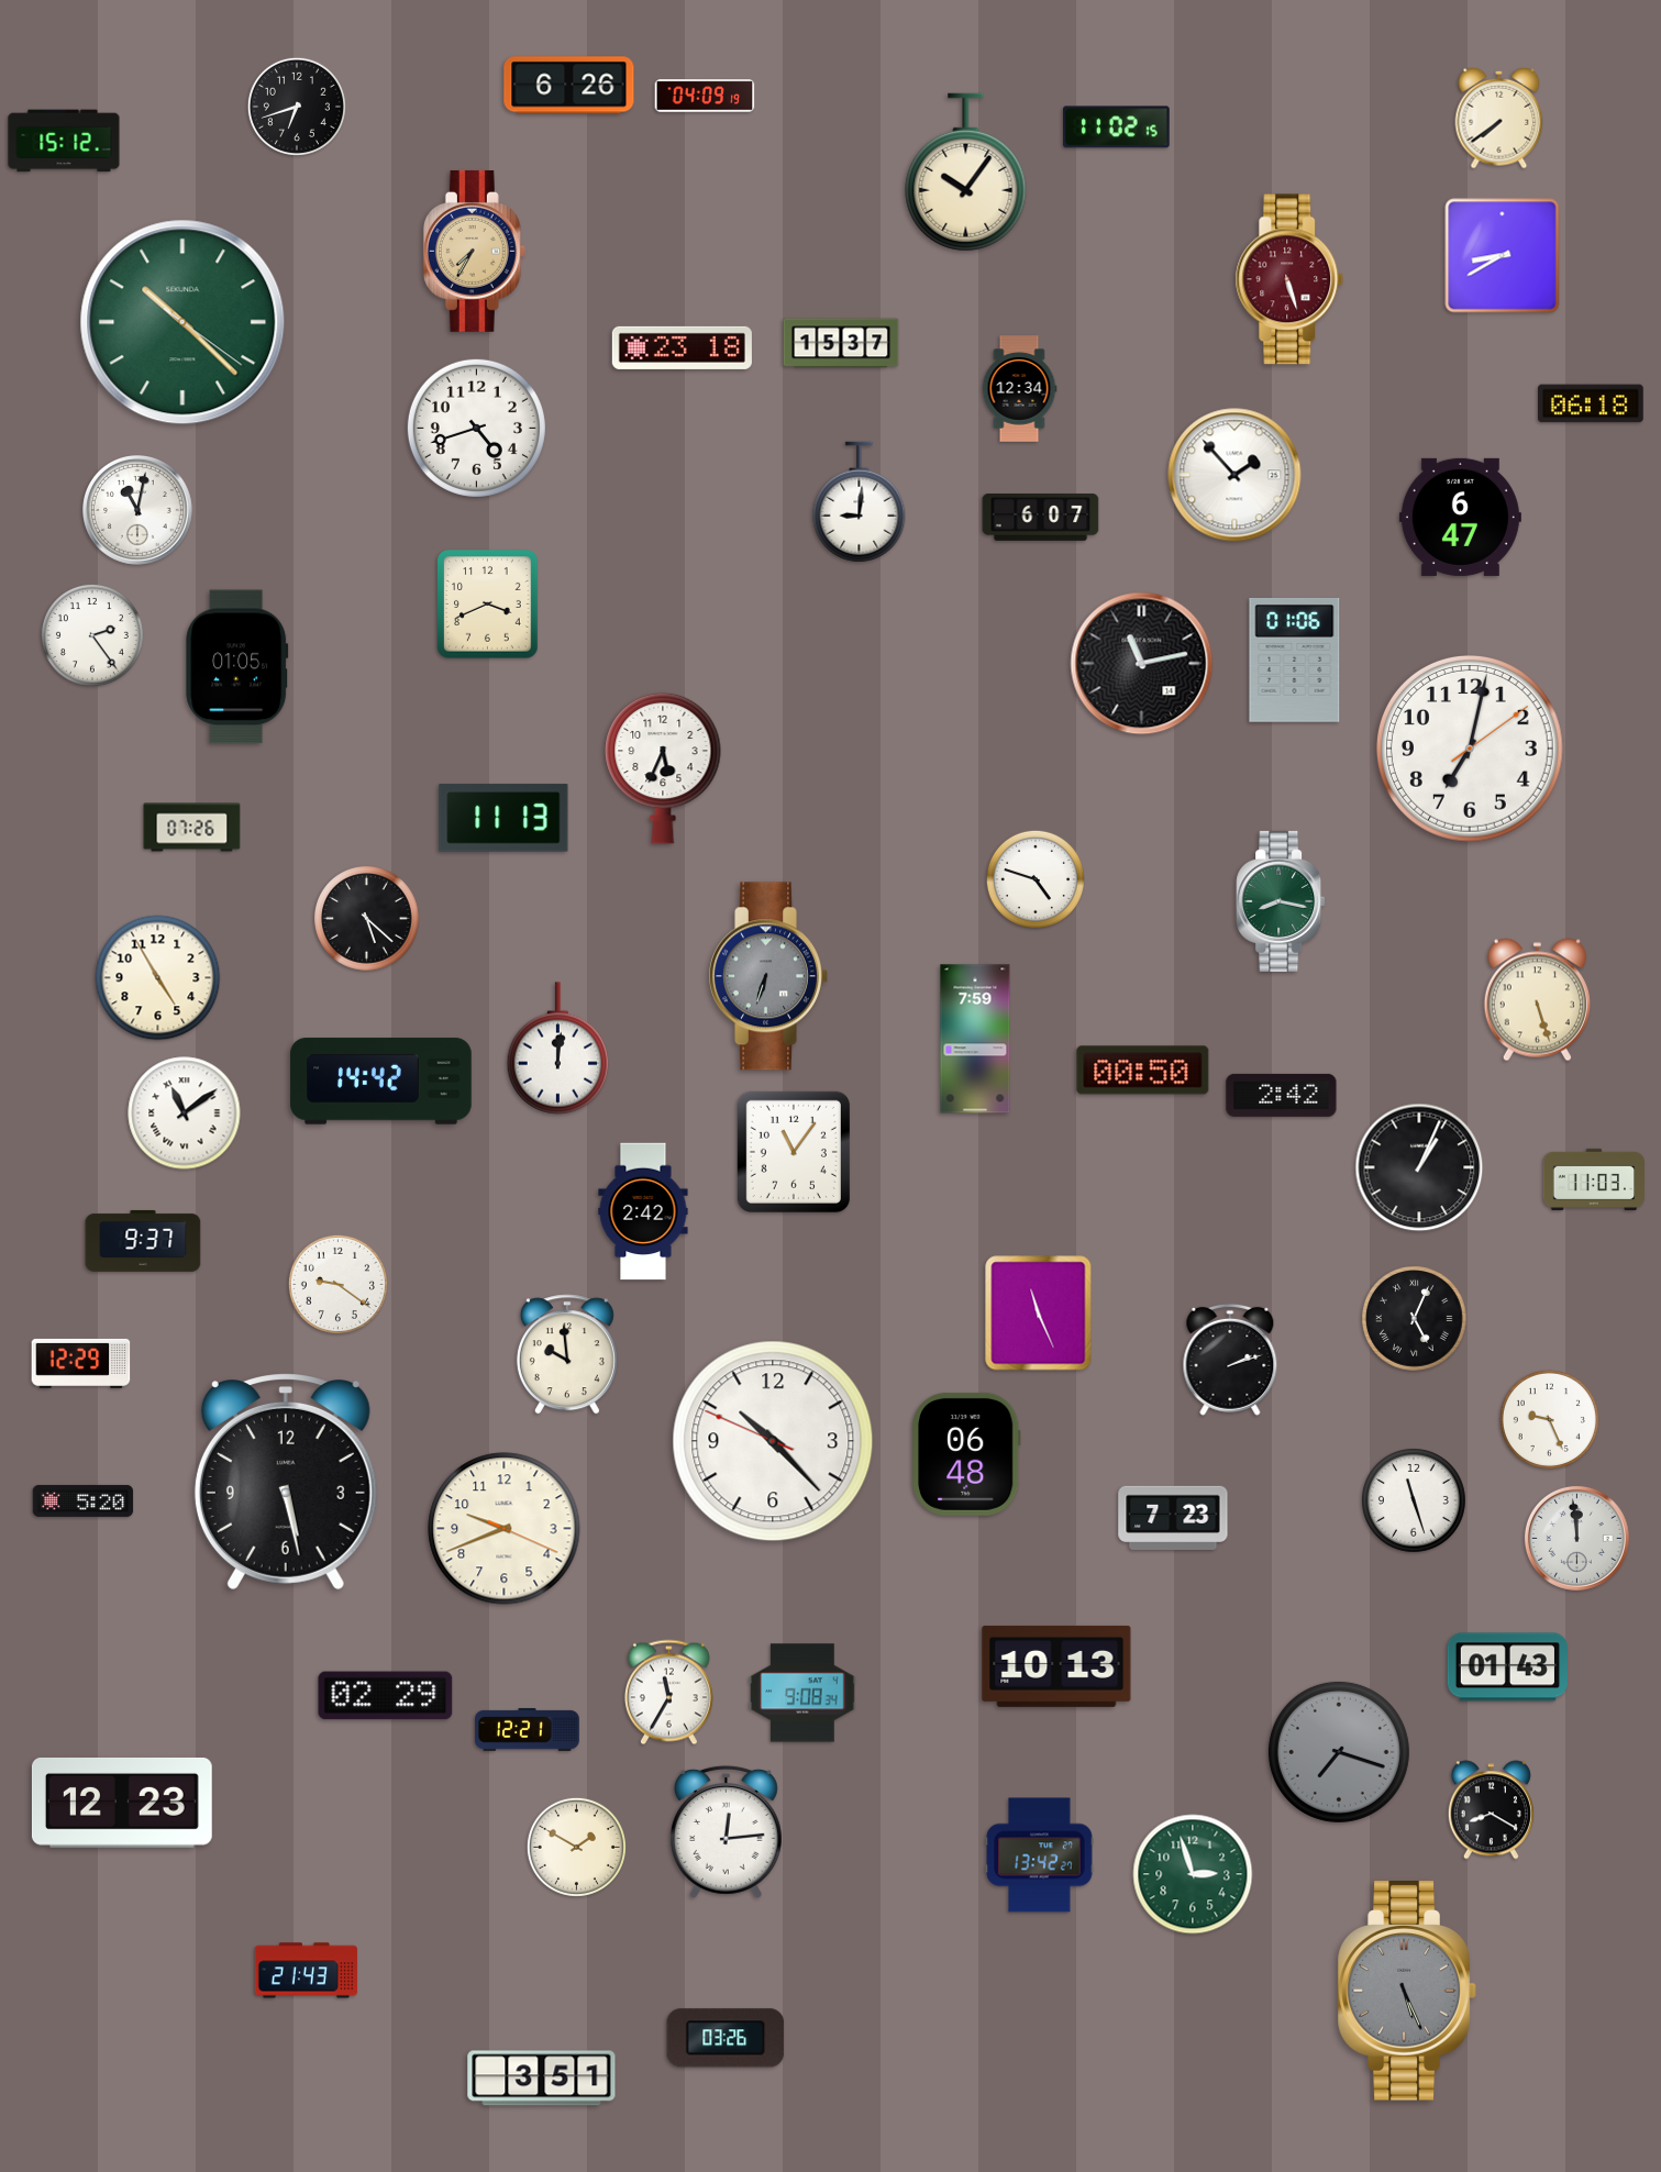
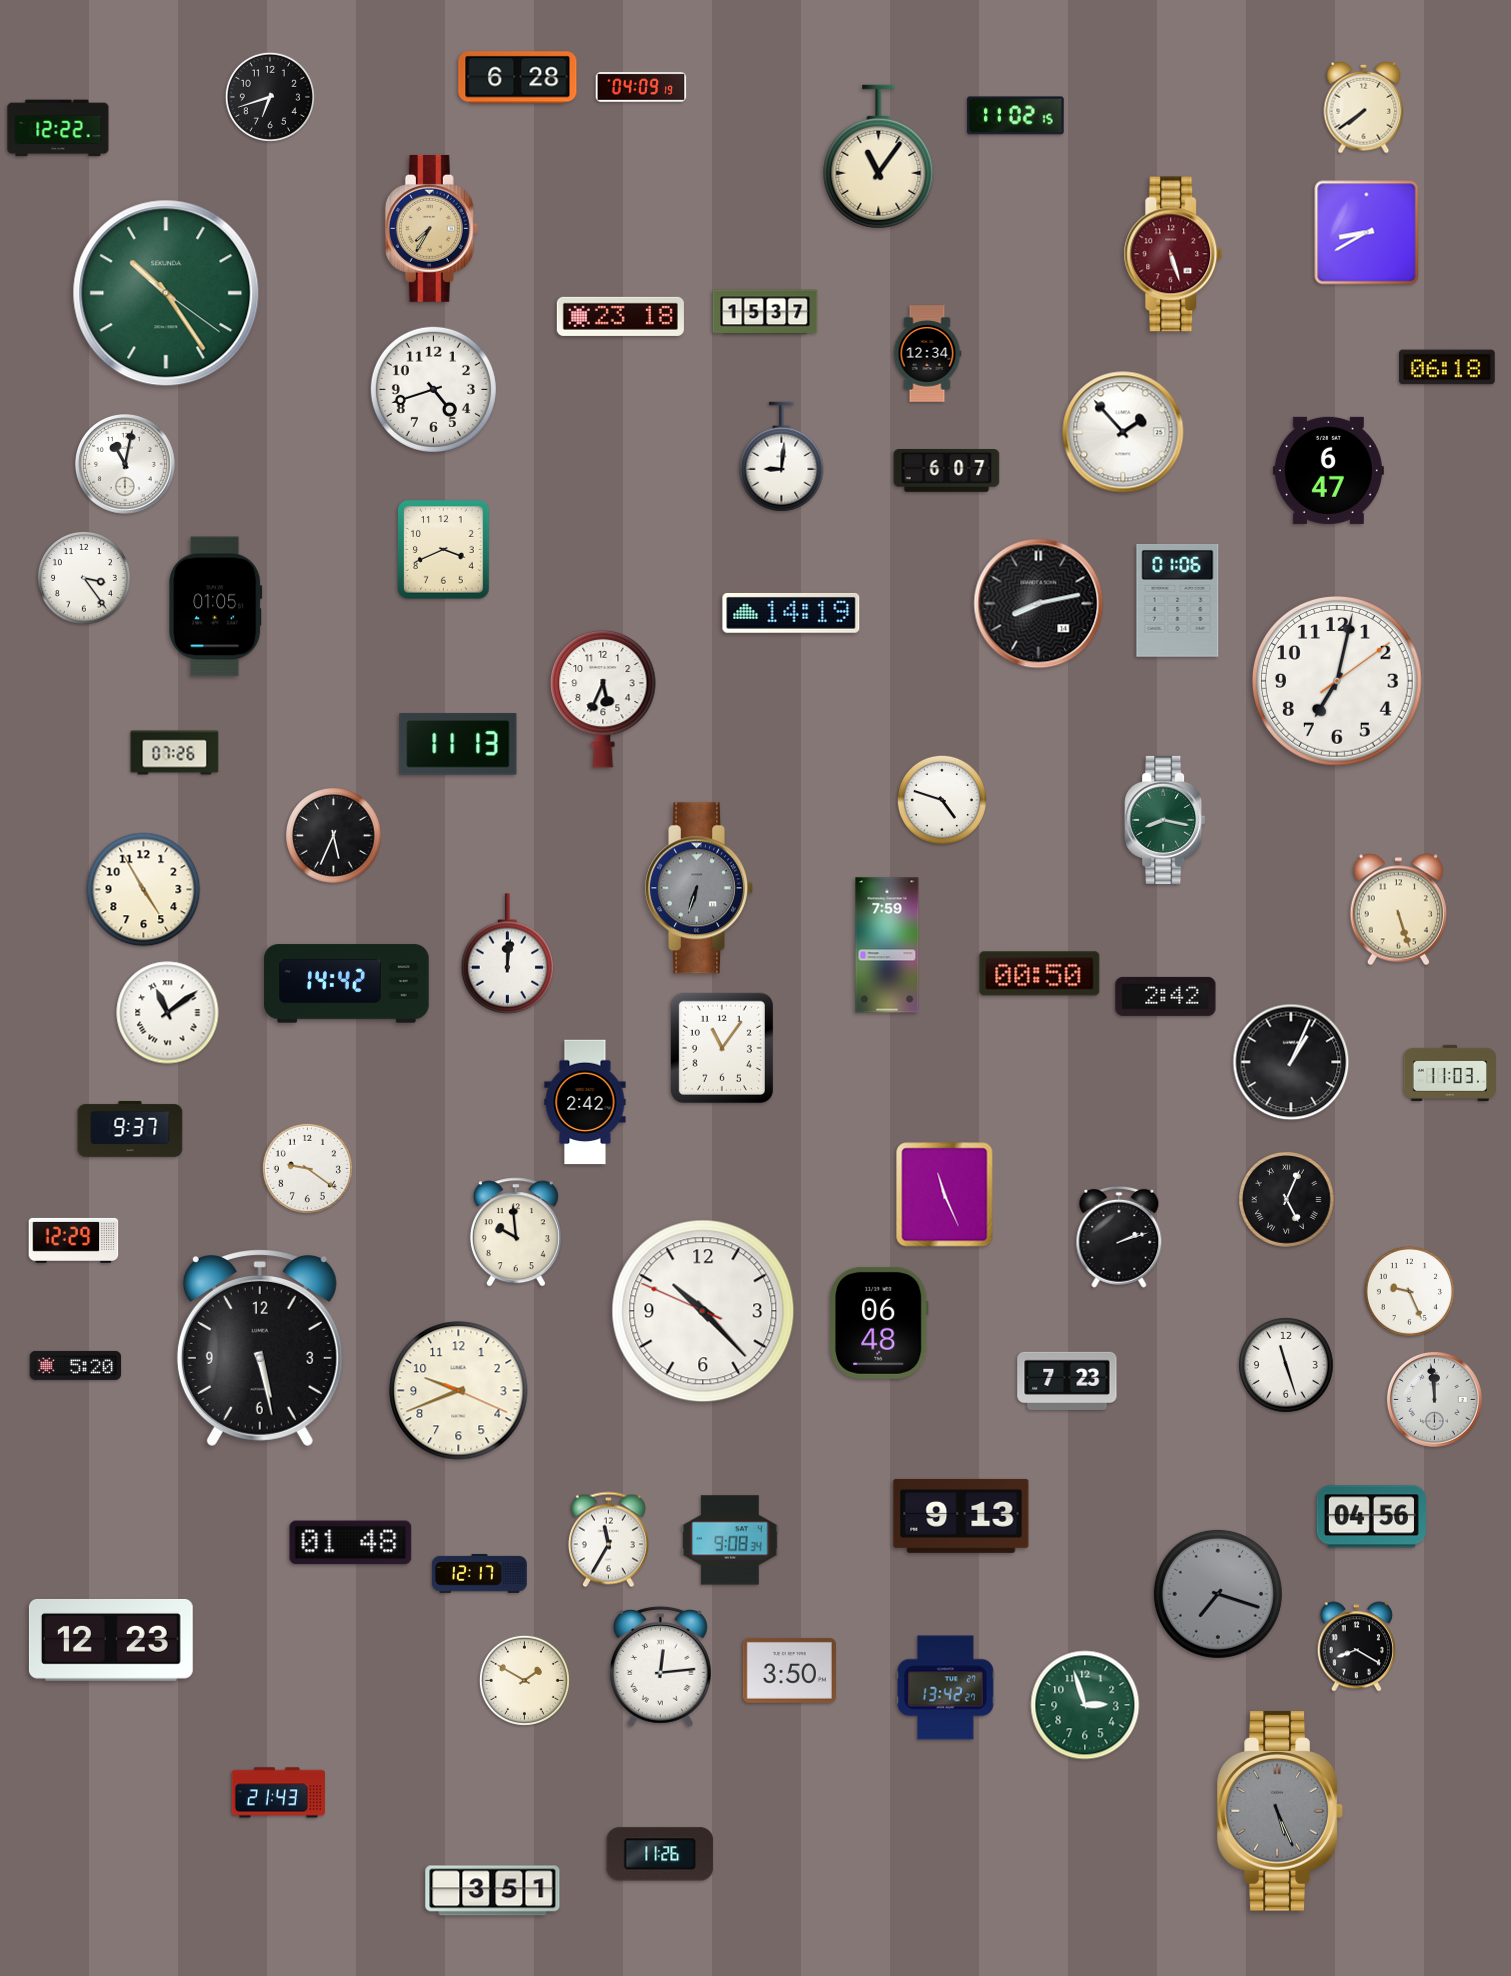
clock at (569, 86): 6:26 -> 6:28
clock at (64, 141): 15:12 -> 12:22
clock at (966, 173): 10:06 -> 11:06
clock at (182, 322): 10:22 -> 10:24
clock at (92, 635): 2:24 -> 3:24
clock at (1142, 664): 11:13 -> 8:13
clock at (791, 613): none -> 14:19
clock at (367, 919): 5:22 -> 5:34
clock at (1056, 1666): 10:13 -> 9:13
clock at (1507, 1667): 01:43 -> 04:56
clock at (386, 1696): 02:29 -> 01:48
clock at (527, 1729): 12:21 -> 12:17
clock at (789, 1670): none -> 3:50
clock at (726, 2038): 03:26 -> 11:26
